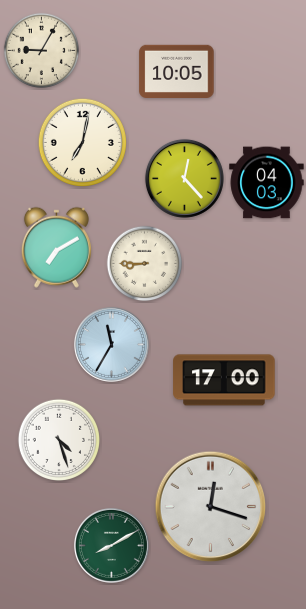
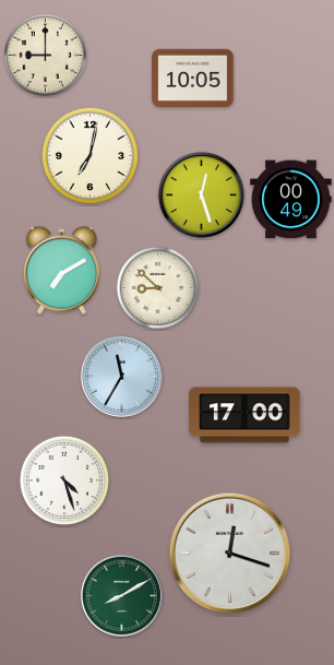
clock at (42, 51): 9:05 -> 9:00
clock at (184, 178): 12:23 -> 12:27
clock at (267, 183): 04:03 -> 00:49
clock at (145, 264): 8:45 -> 8:52
